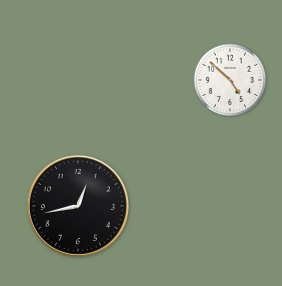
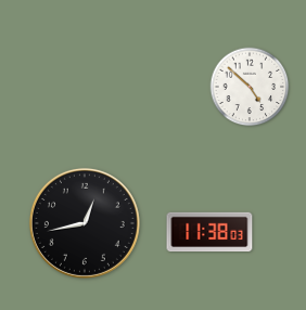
clock at (209, 232): none -> 11:38
